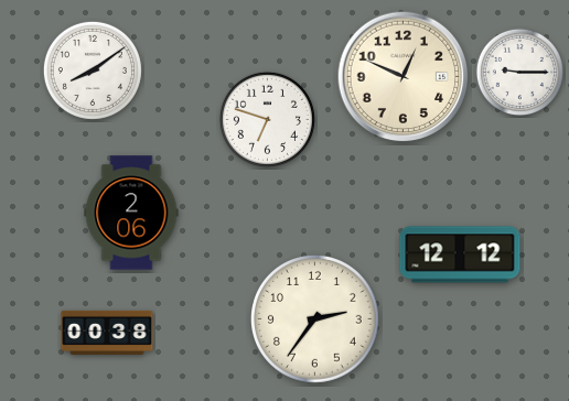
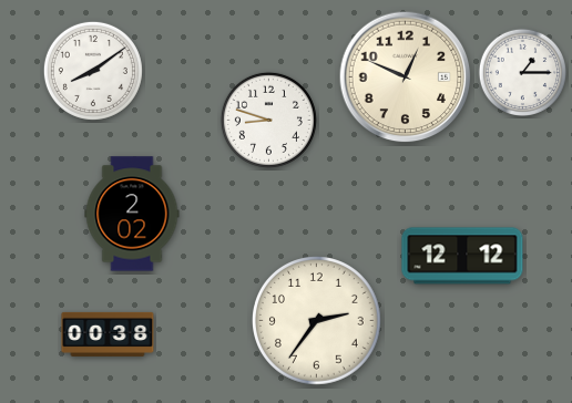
clock at (519, 72): 9:15 -> 1:15
clock at (267, 119): 6:48 -> 8:48
clock at (131, 213): 2:06 -> 2:02
